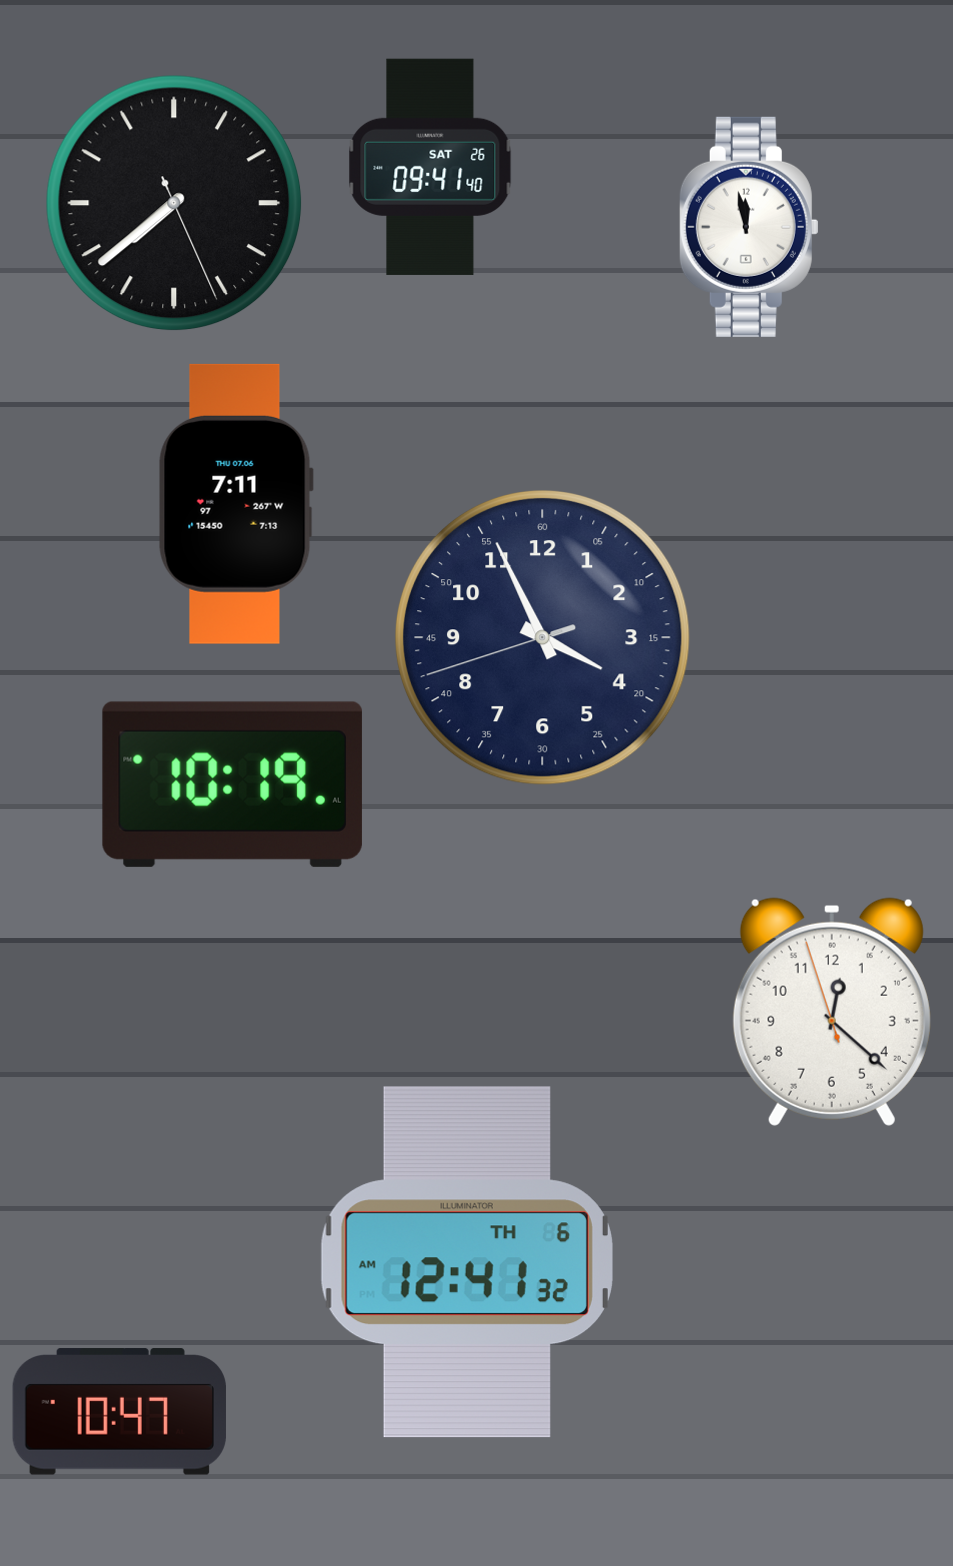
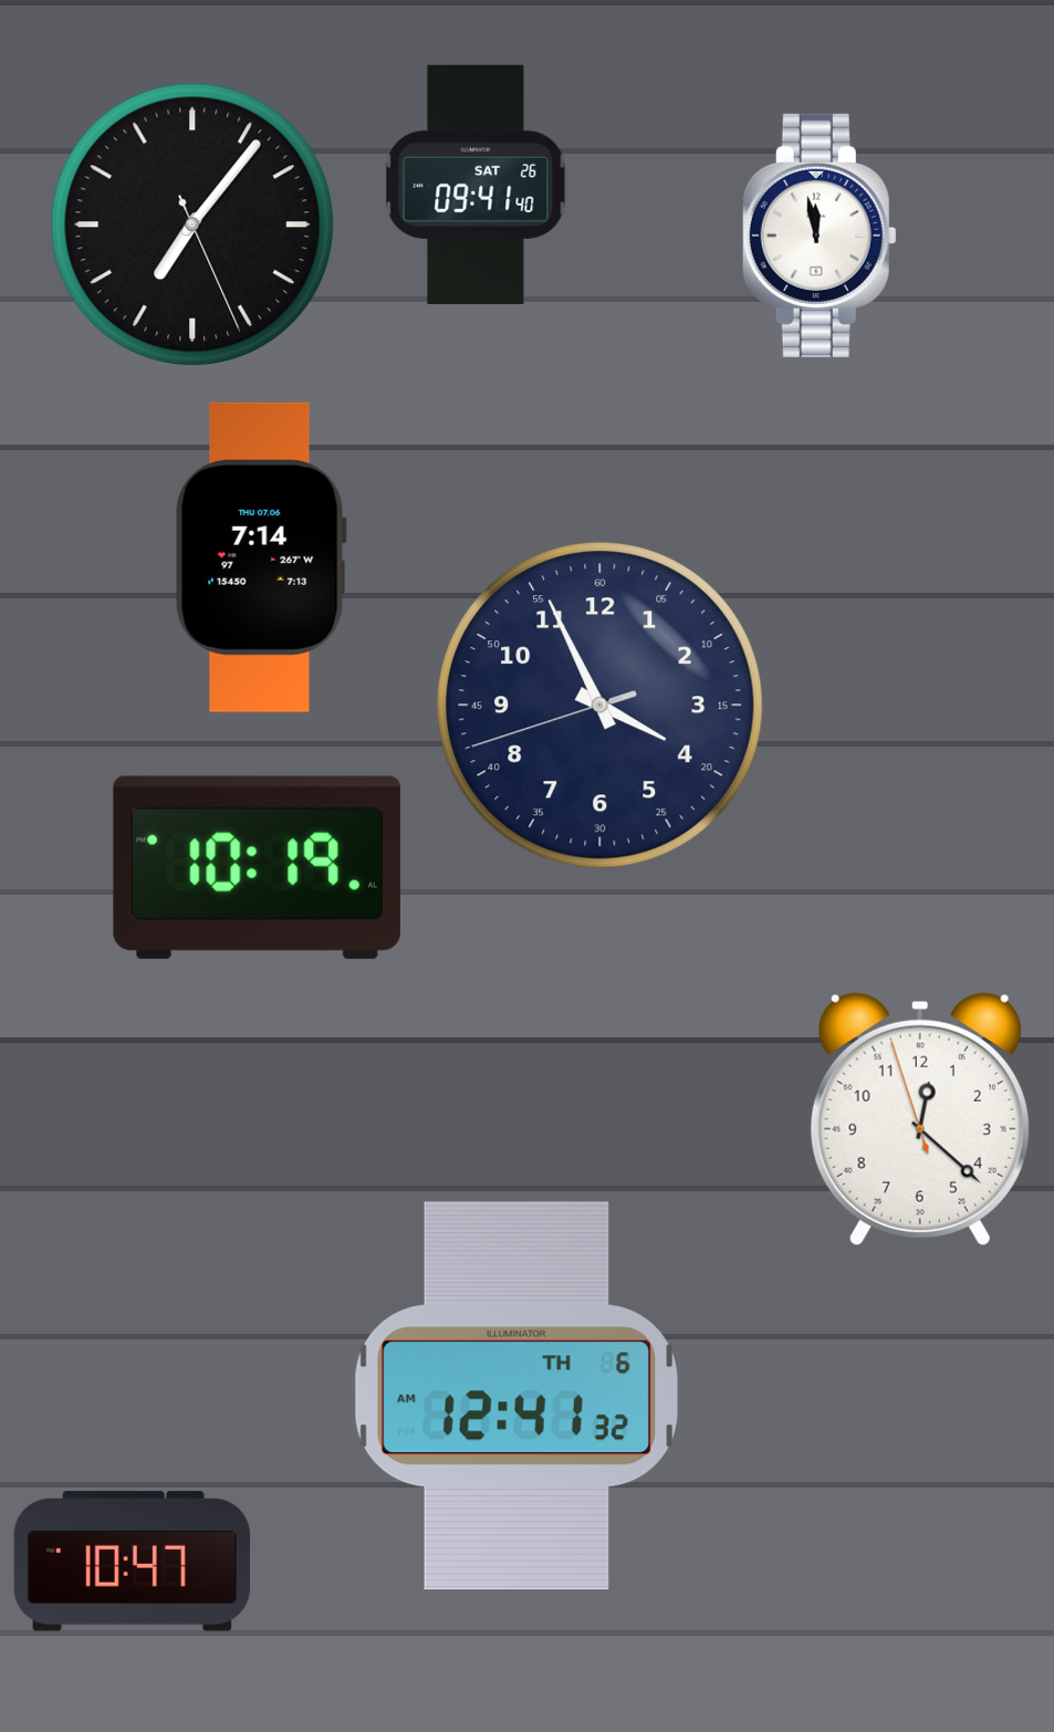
clock at (174, 203): 7:38 -> 7:06
clock at (749, 227) position: (749, 227) -> (820, 236)
clock at (236, 504): 7:11 -> 7:14
